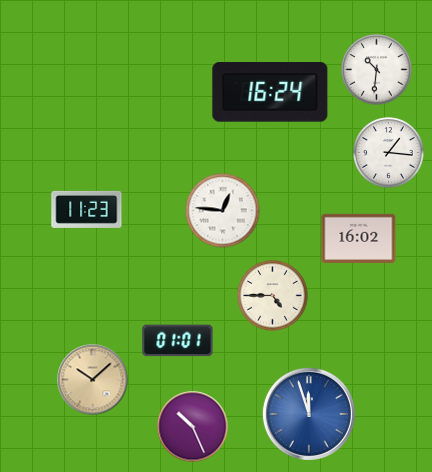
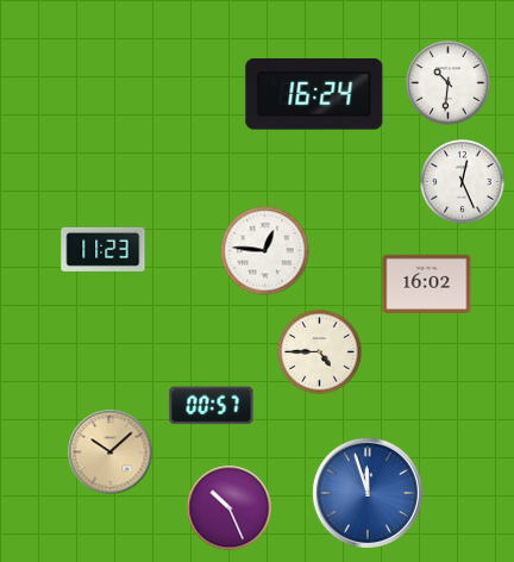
clock at (270, 92) position: (270, 92) -> (314, 94)
clock at (389, 153): 1:16 -> 12:26
clock at (273, 296) position: (273, 296) -> (320, 352)
clock at (178, 341): 01:01 -> 00:57
